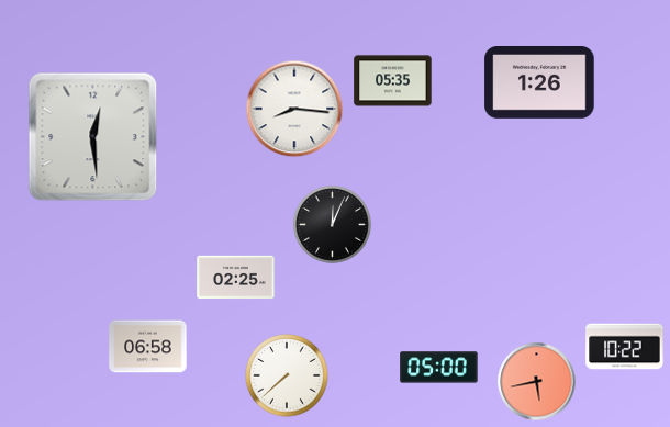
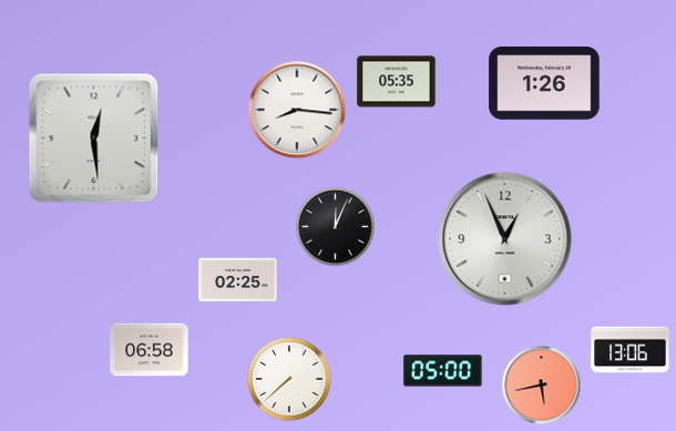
clock at (505, 239): none -> 12:56
clock at (625, 347): 10:22 -> 13:06
